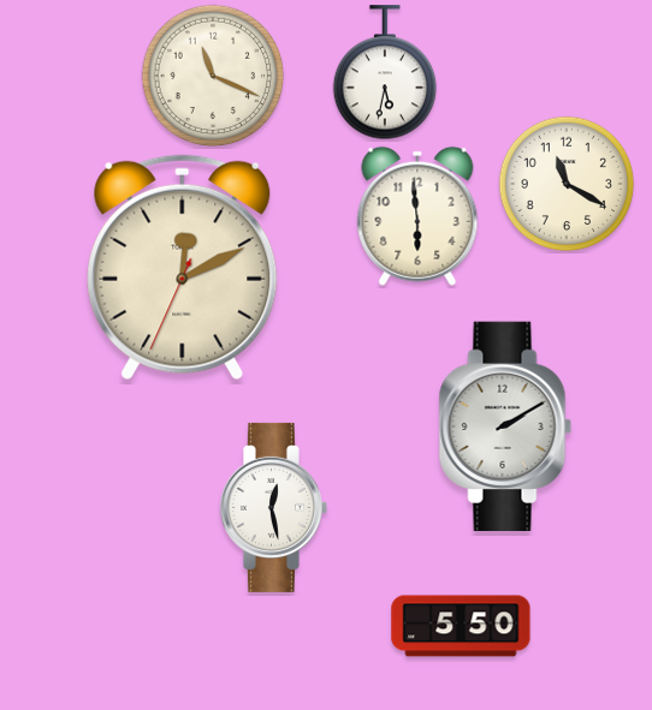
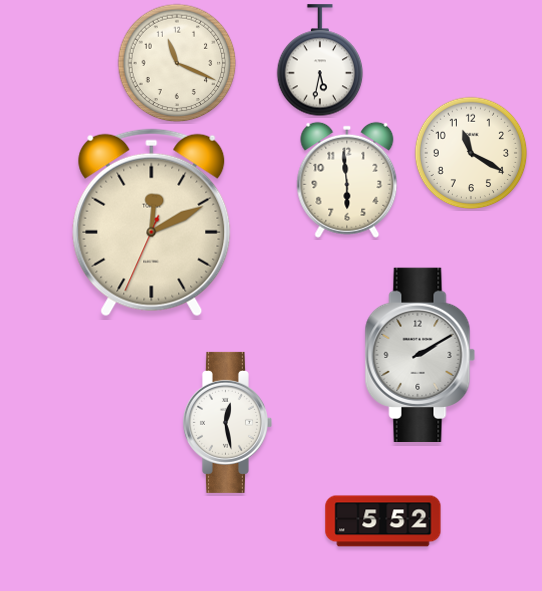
clock at (461, 626): 5:50 -> 5:52
